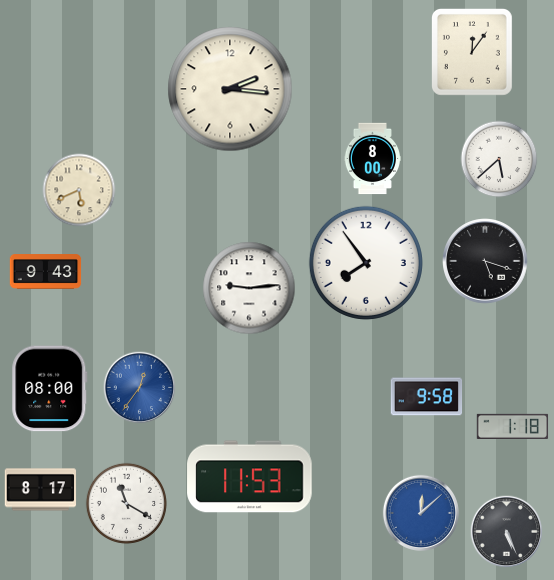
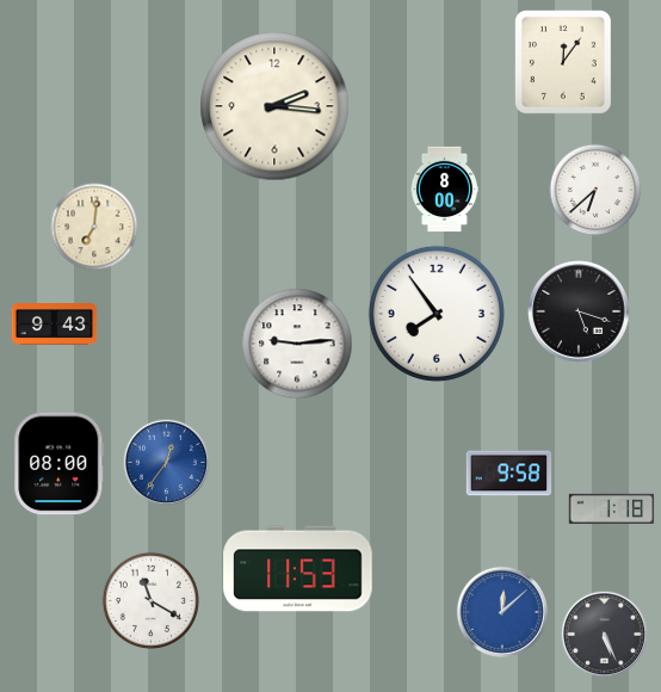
clock at (499, 159): 5:38 -> 6:38
clock at (79, 190): 5:41 -> 7:01
clock at (41, 490): 8:17 -> none
